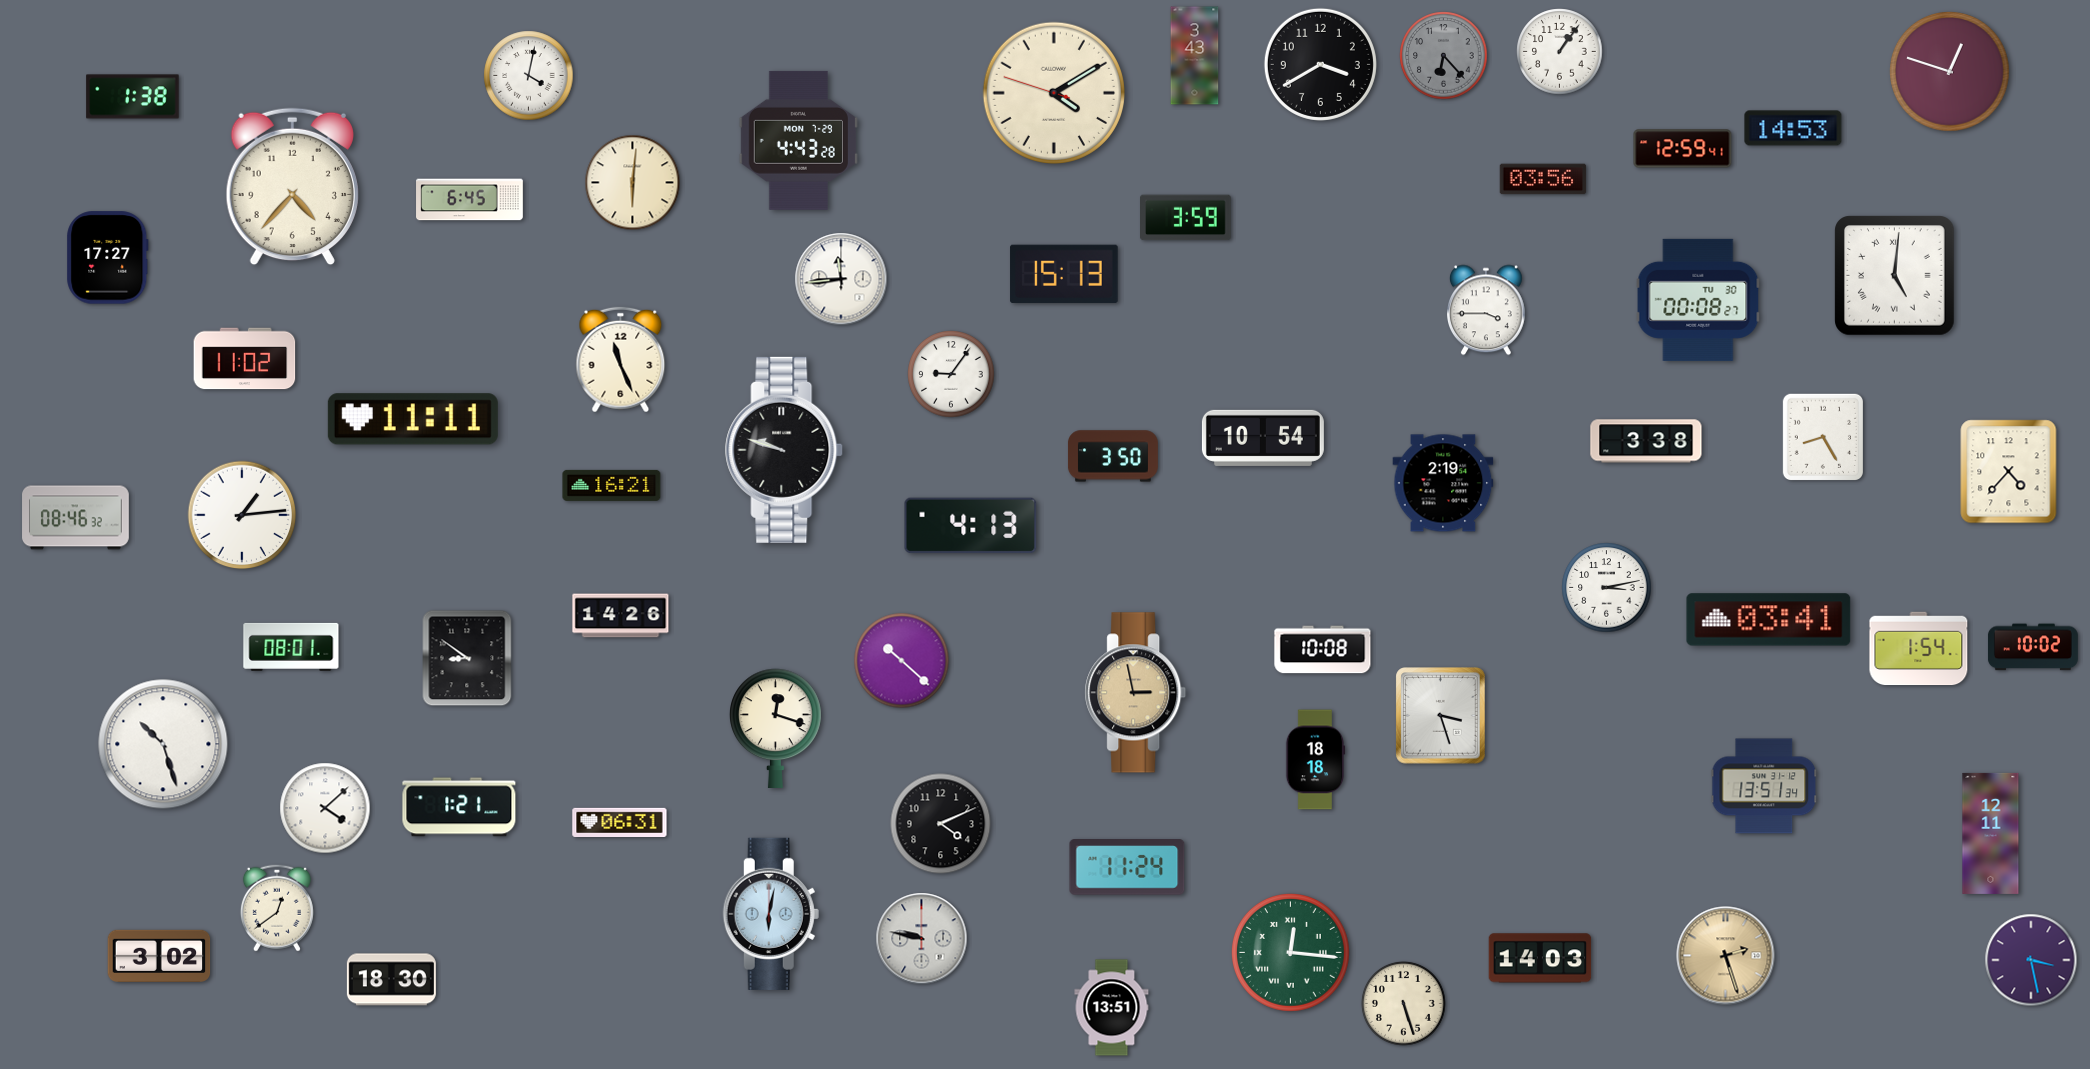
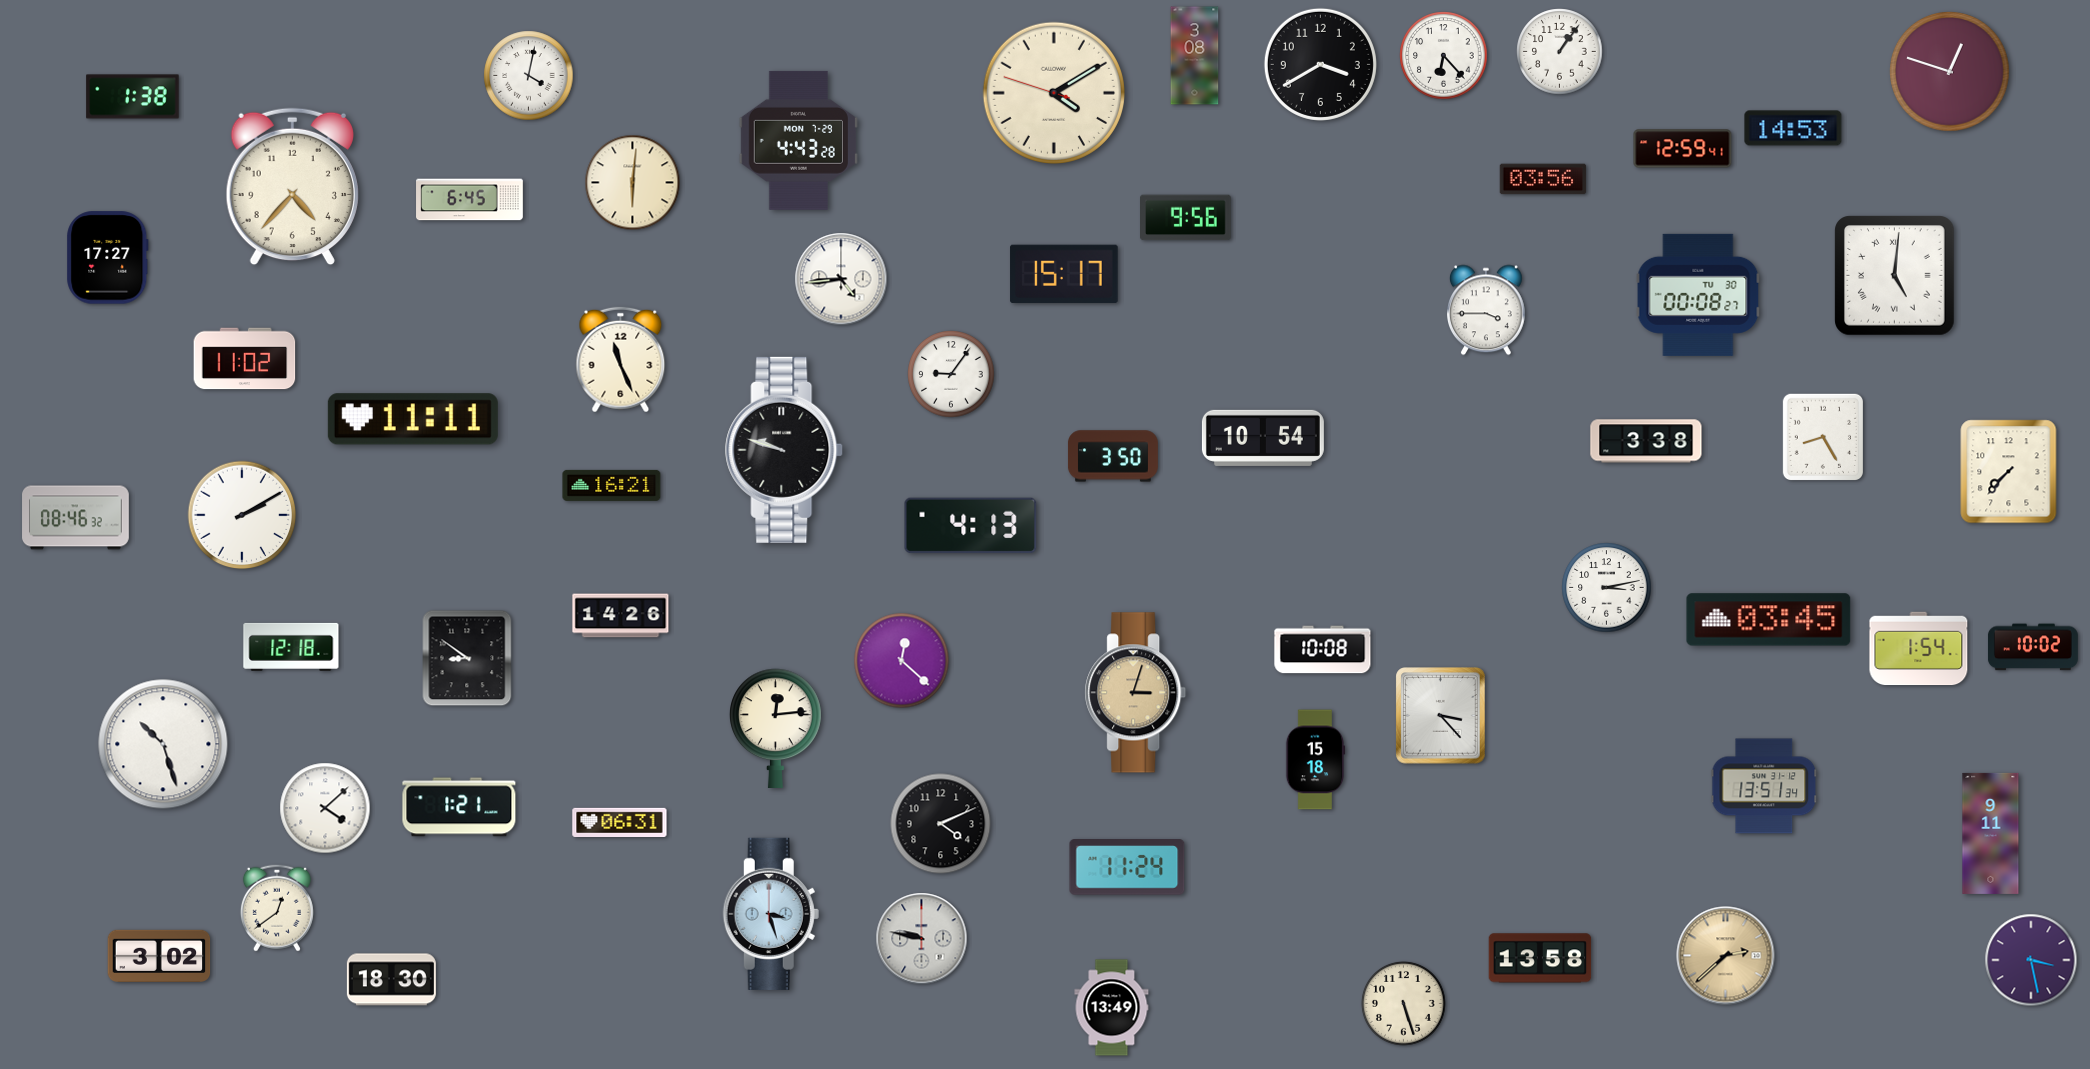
clock at (1195, 56): 3:43 -> 3:08
clock at (1444, 56) dial: grey -> white
clock at (1186, 218): 3:59 -> 9:56
clock at (1064, 274): 15:13 -> 15:17
clock at (841, 279): 11:44 -> 4:44
clock at (1698, 300) position: (1698, 300) -> (1698, 295)
clock at (2009, 472): 4:37 -> 7:37
clock at (1443, 483): 2:19 -> none
clock at (242, 515): 1:14 -> 2:10
clock at (1769, 620): 03:41 -> 03:45
clock at (291, 647): 08:01 -> 12:18
clock at (902, 661): 10:22 -> 12:22
clock at (1136, 693): 2:58 -> 3:03
clock at (1441, 716): 3:27 -> 3:23
clock at (776, 728): 12:18 -> 12:14
clock at (1315, 760): 18:18 -> 15:18
clock at (1991, 833): 12:11 -> 9:11
clock at (771, 914): 6:02 -> 3:27
clock at (1291, 953): 12:16 -> none
clock at (1726, 956): 2:27 -> 2:38
clock at (1540, 958): 14:03 -> 13:58
clock at (1112, 1008): 13:51 -> 13:49
